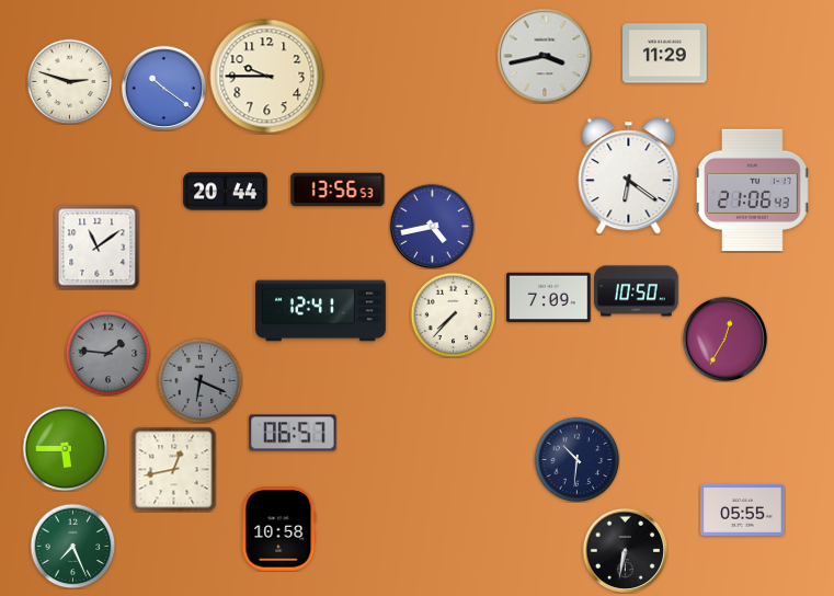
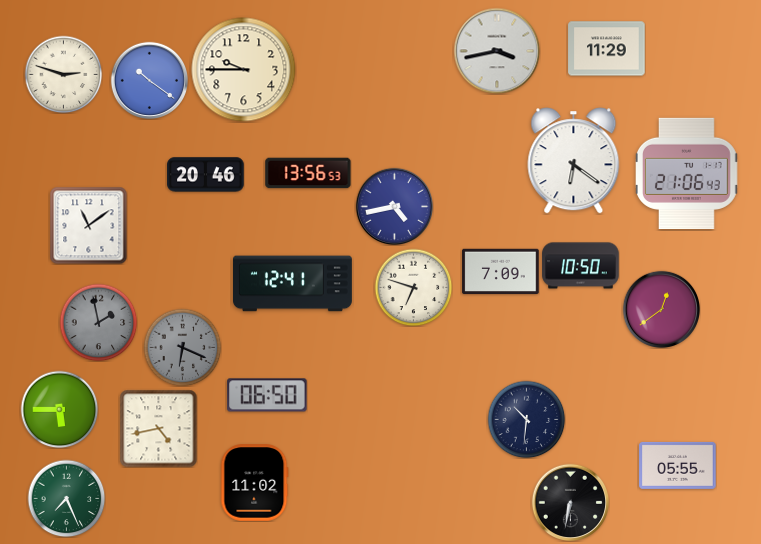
clock at (226, 192): 20:44 -> 20:46
clock at (453, 314): 7:37 -> 6:48
clock at (724, 339): 12:35 -> 12:39
clock at (107, 353): 1:46 -> 1:58
clock at (293, 433): 06:57 -> 06:50
clock at (173, 469): 12:43 -> 4:43
clock at (279, 529): 10:58 -> 11:02
